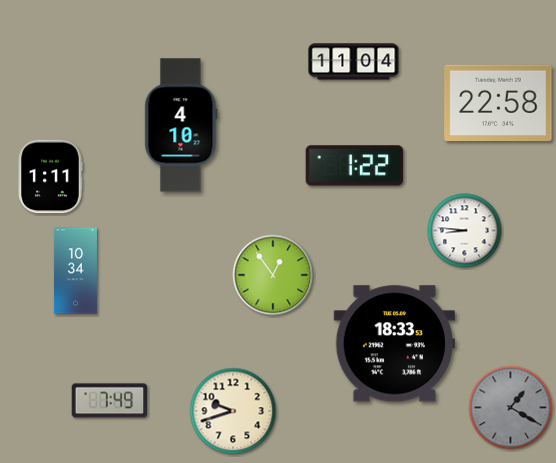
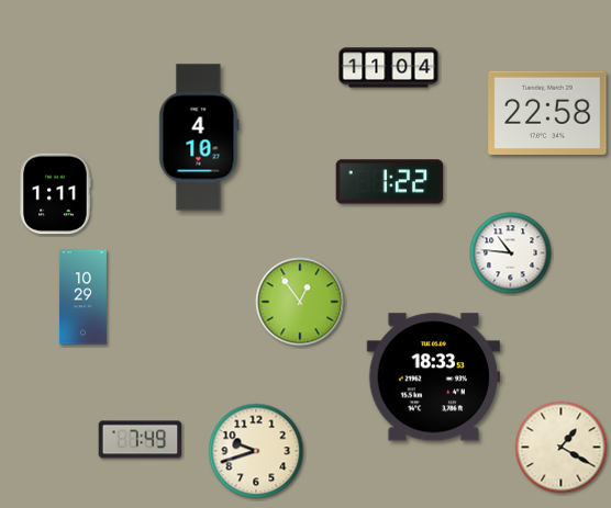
clock at (465, 231): 8:46 -> 10:46
clock at (75, 271): 10:34 -> 10:29
clock at (110, 401) position: (110, 401) -> (141, 440)
clock at (511, 408) dial: grey -> cream
